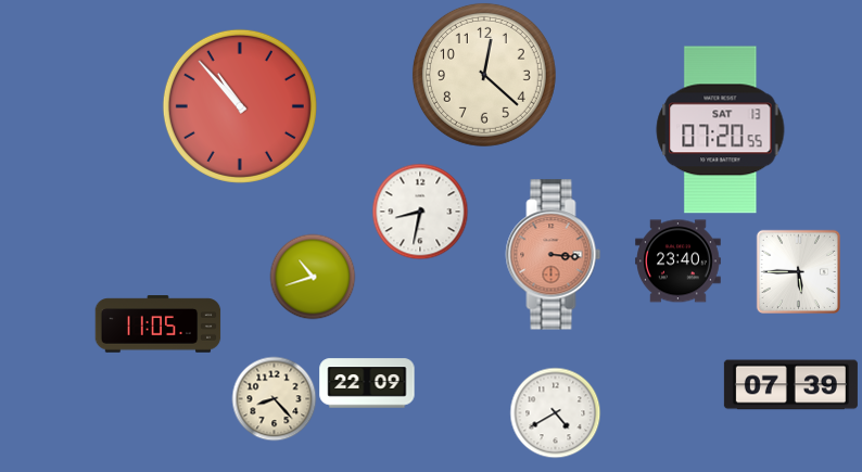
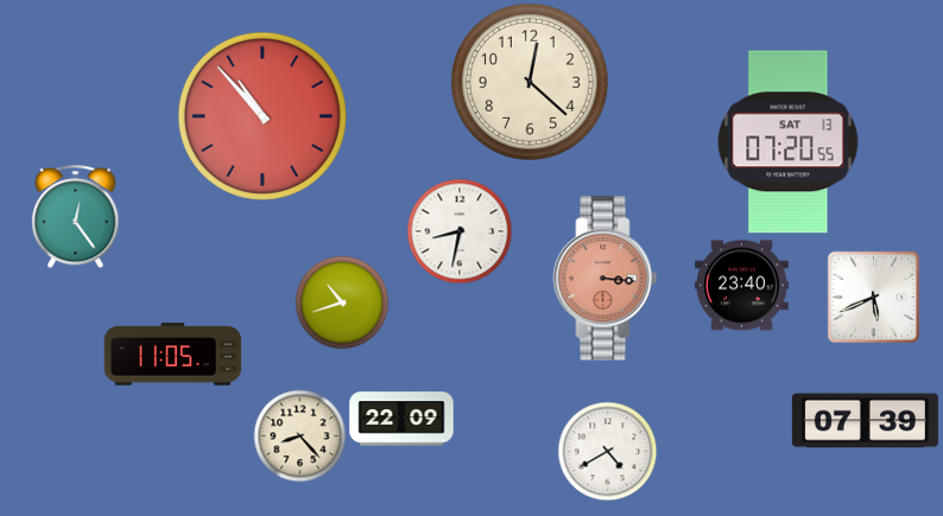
clock at (76, 216): none -> 12:24
clock at (798, 271): 5:45 -> 5:41
